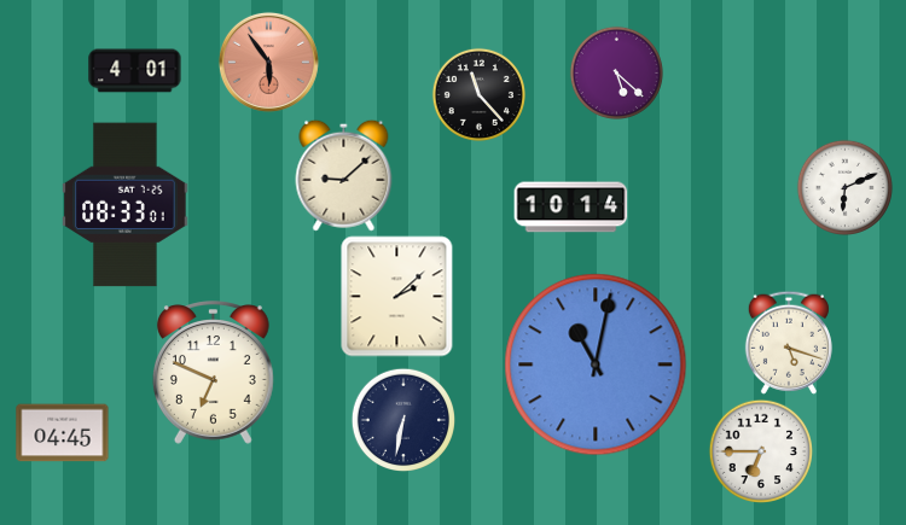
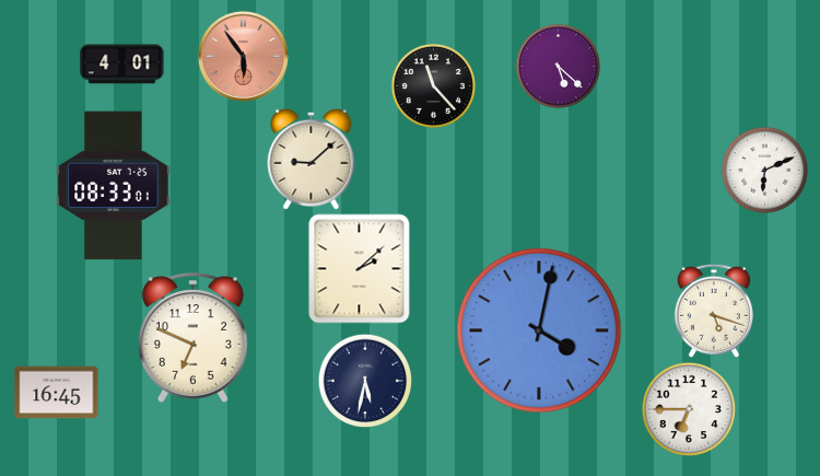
clock at (571, 208): 10:14 -> none
clock at (596, 364): 11:02 -> 4:02
clock at (402, 419): 6:32 -> 5:32
clock at (63, 433): 04:45 -> 16:45
